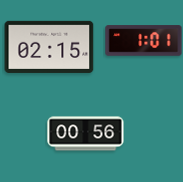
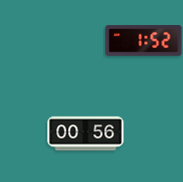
clock at (144, 41): 1:01 -> 1:52
clock at (49, 47): 02:15 -> none
